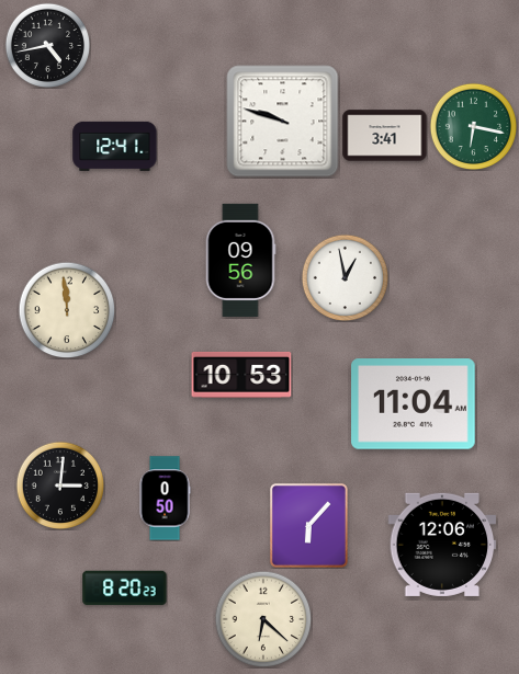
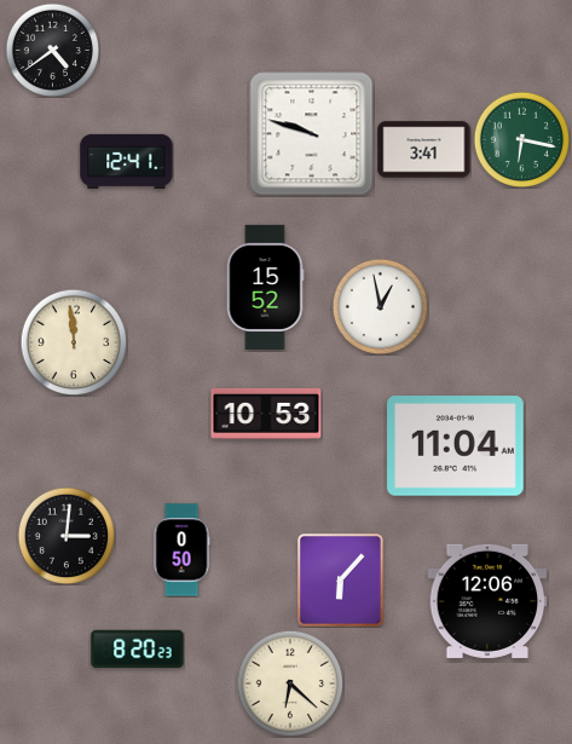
clock at (47, 45): 4:43 -> 4:39
clock at (240, 260): 09:56 -> 15:52
